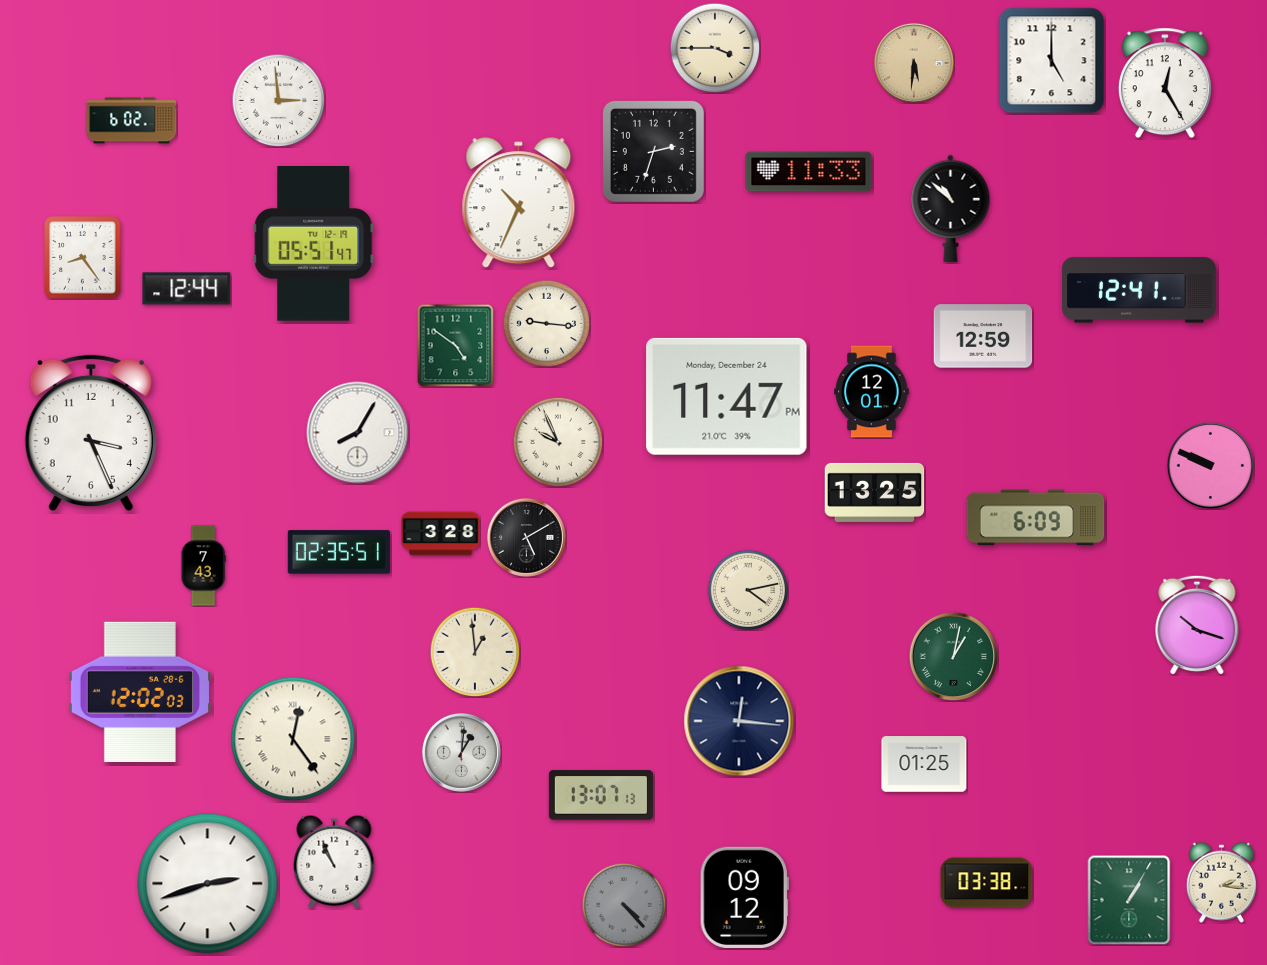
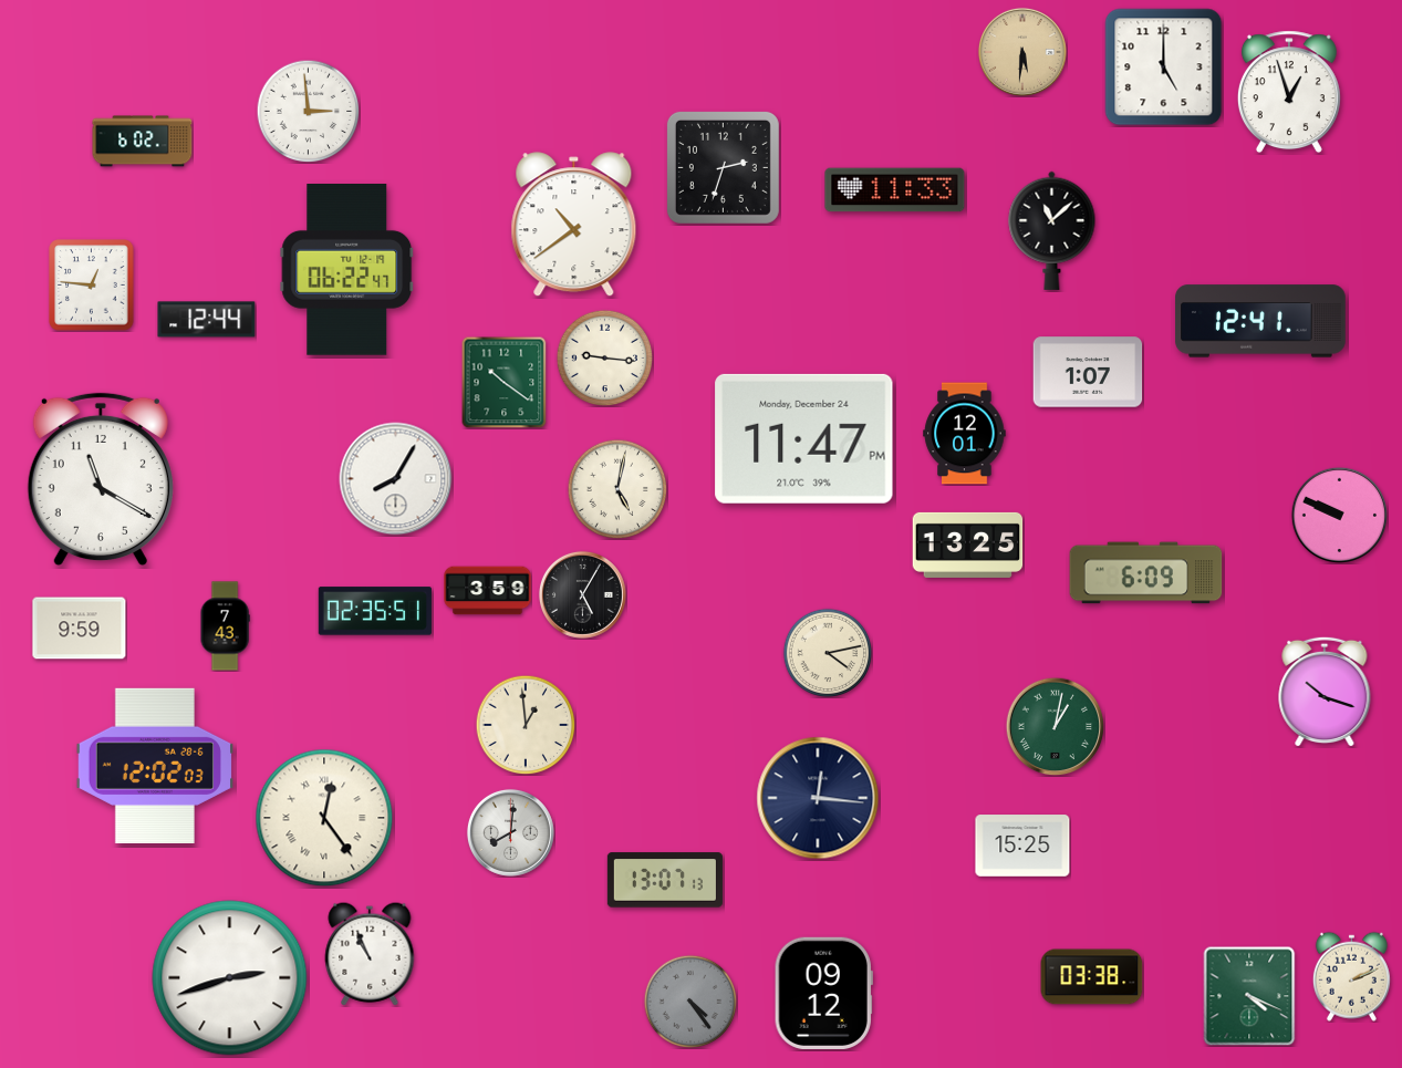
clock at (715, 48): 3:45 -> none
clock at (914, 63) position: (914, 63) -> (1022, 52)
clock at (1165, 83): 12:25 -> 12:57
clock at (132, 121) position: (132, 121) -> (143, 142)
clock at (519, 203): 10:34 -> 10:39
clock at (951, 208): 10:52 -> 11:08
clock at (314, 244): 05:51 -> 06:22
clock at (83, 258): 8:24 -> 12:46
clock at (983, 336): 12:59 -> 1:07
clock at (456, 345): 4:51 -> 10:21
clock at (91, 433): 3:26 -> 11:20
clock at (558, 442): 9:56 -> 5:02
clock at (441, 534): 3:28 -> 3:59
clock at (526, 537): 5:10 -> 5:05
clock at (80, 629): none -> 9:59
clock at (475, 652) position: (475, 652) -> (526, 725)
clock at (461, 752): 1:01 -> 8:01
clock at (924, 764): 01:25 -> 15:25
clock at (1221, 882): 2:16 -> 2:11
clock at (1129, 900): 1:05 -> 4:19
clock at (624, 905): 4:23 -> 4:24
